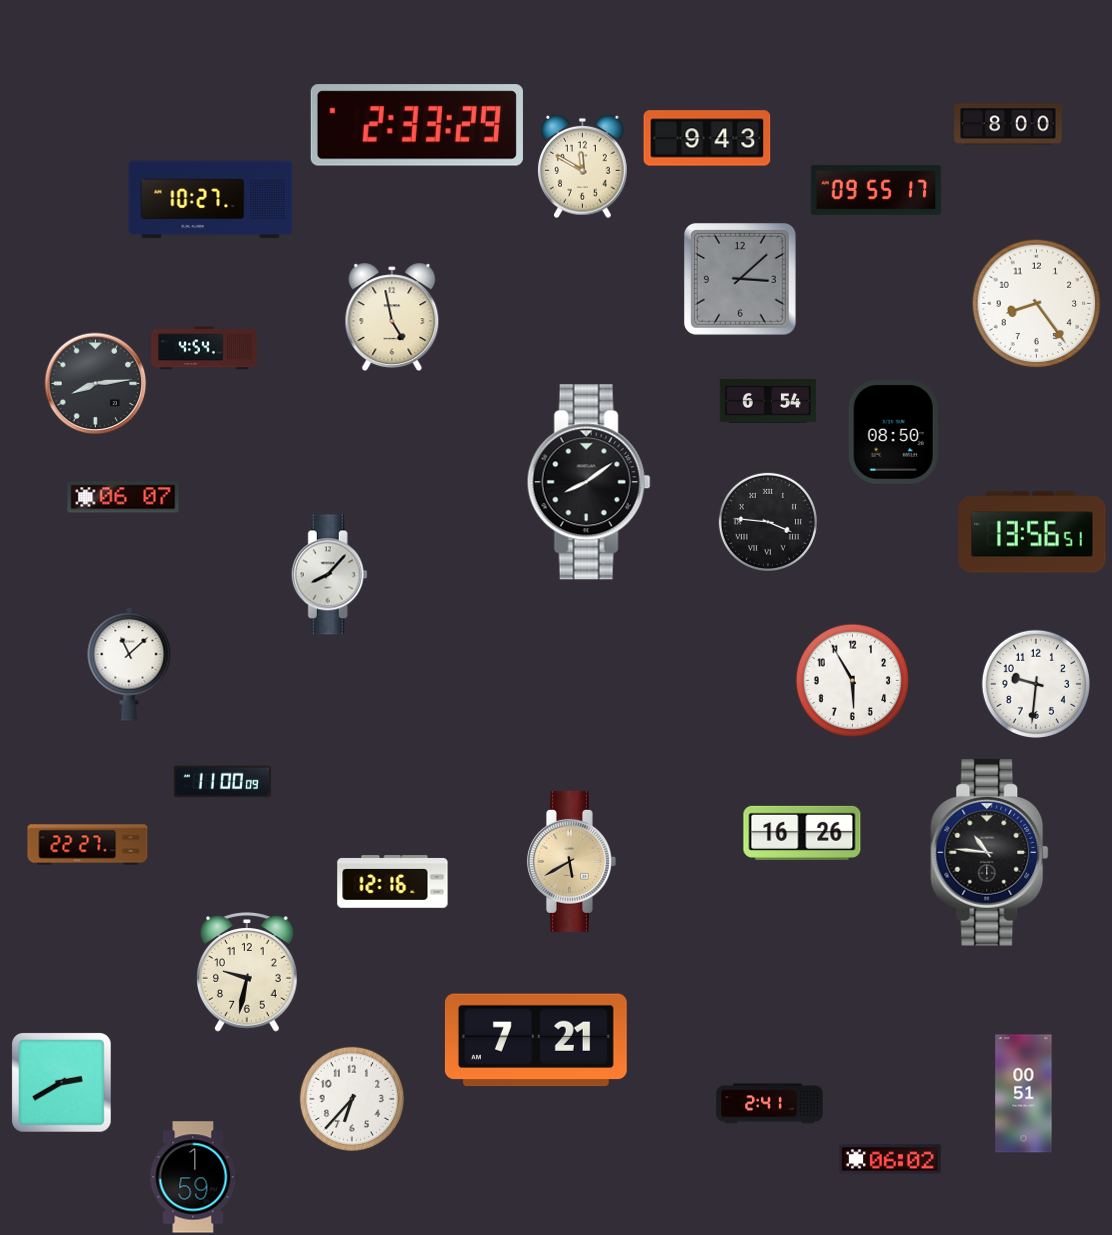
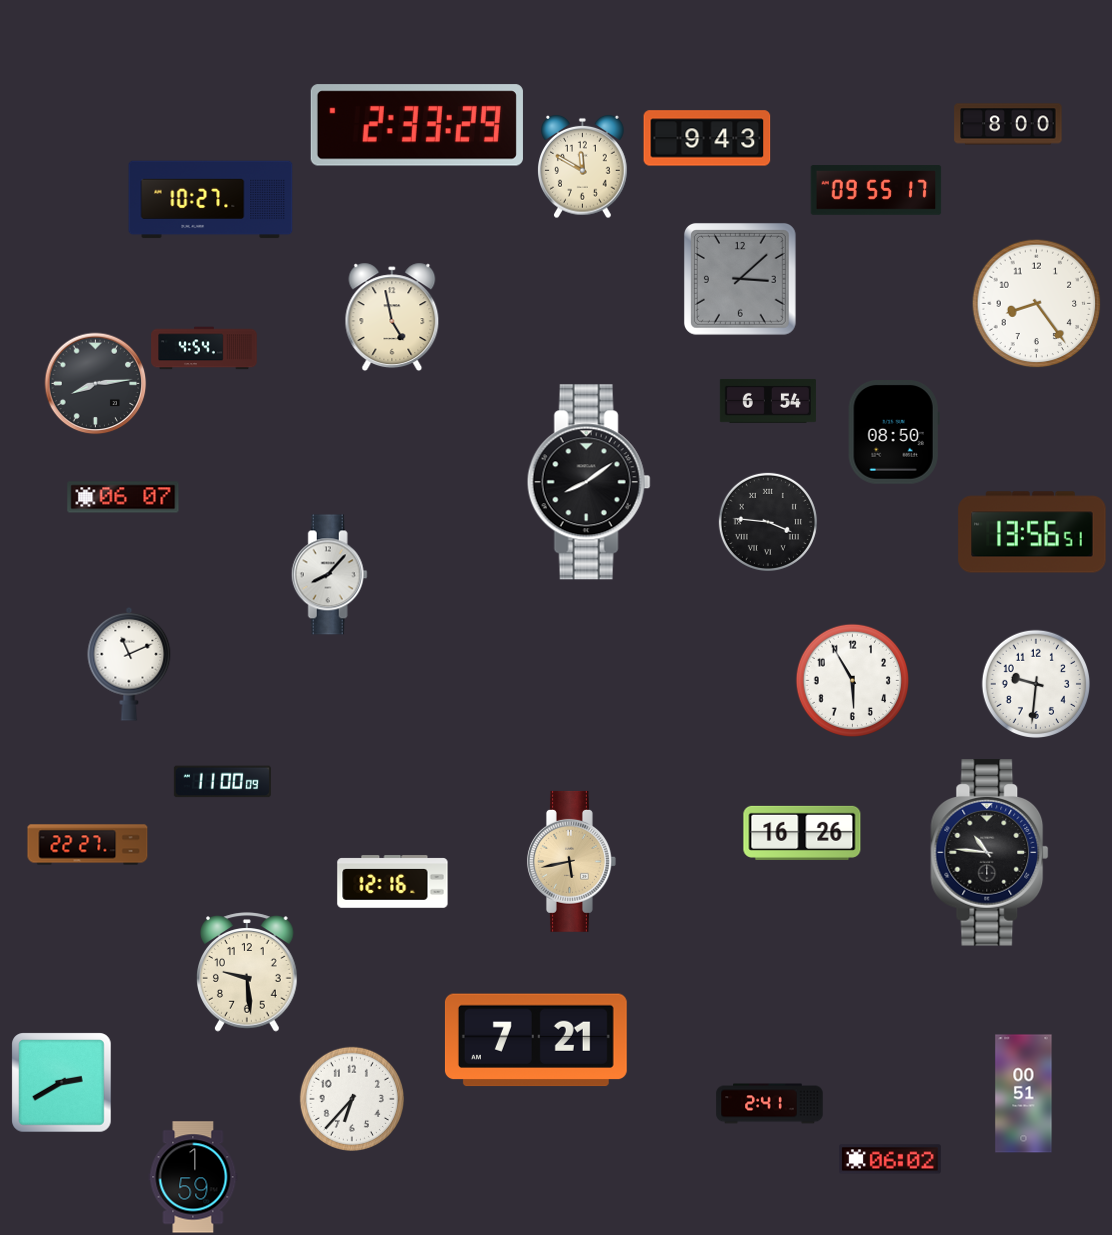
clock at (129, 664): 11:08 -> 11:11
clock at (572, 861): 5:40 -> 5:43
clock at (247, 972): 9:32 -> 9:29
